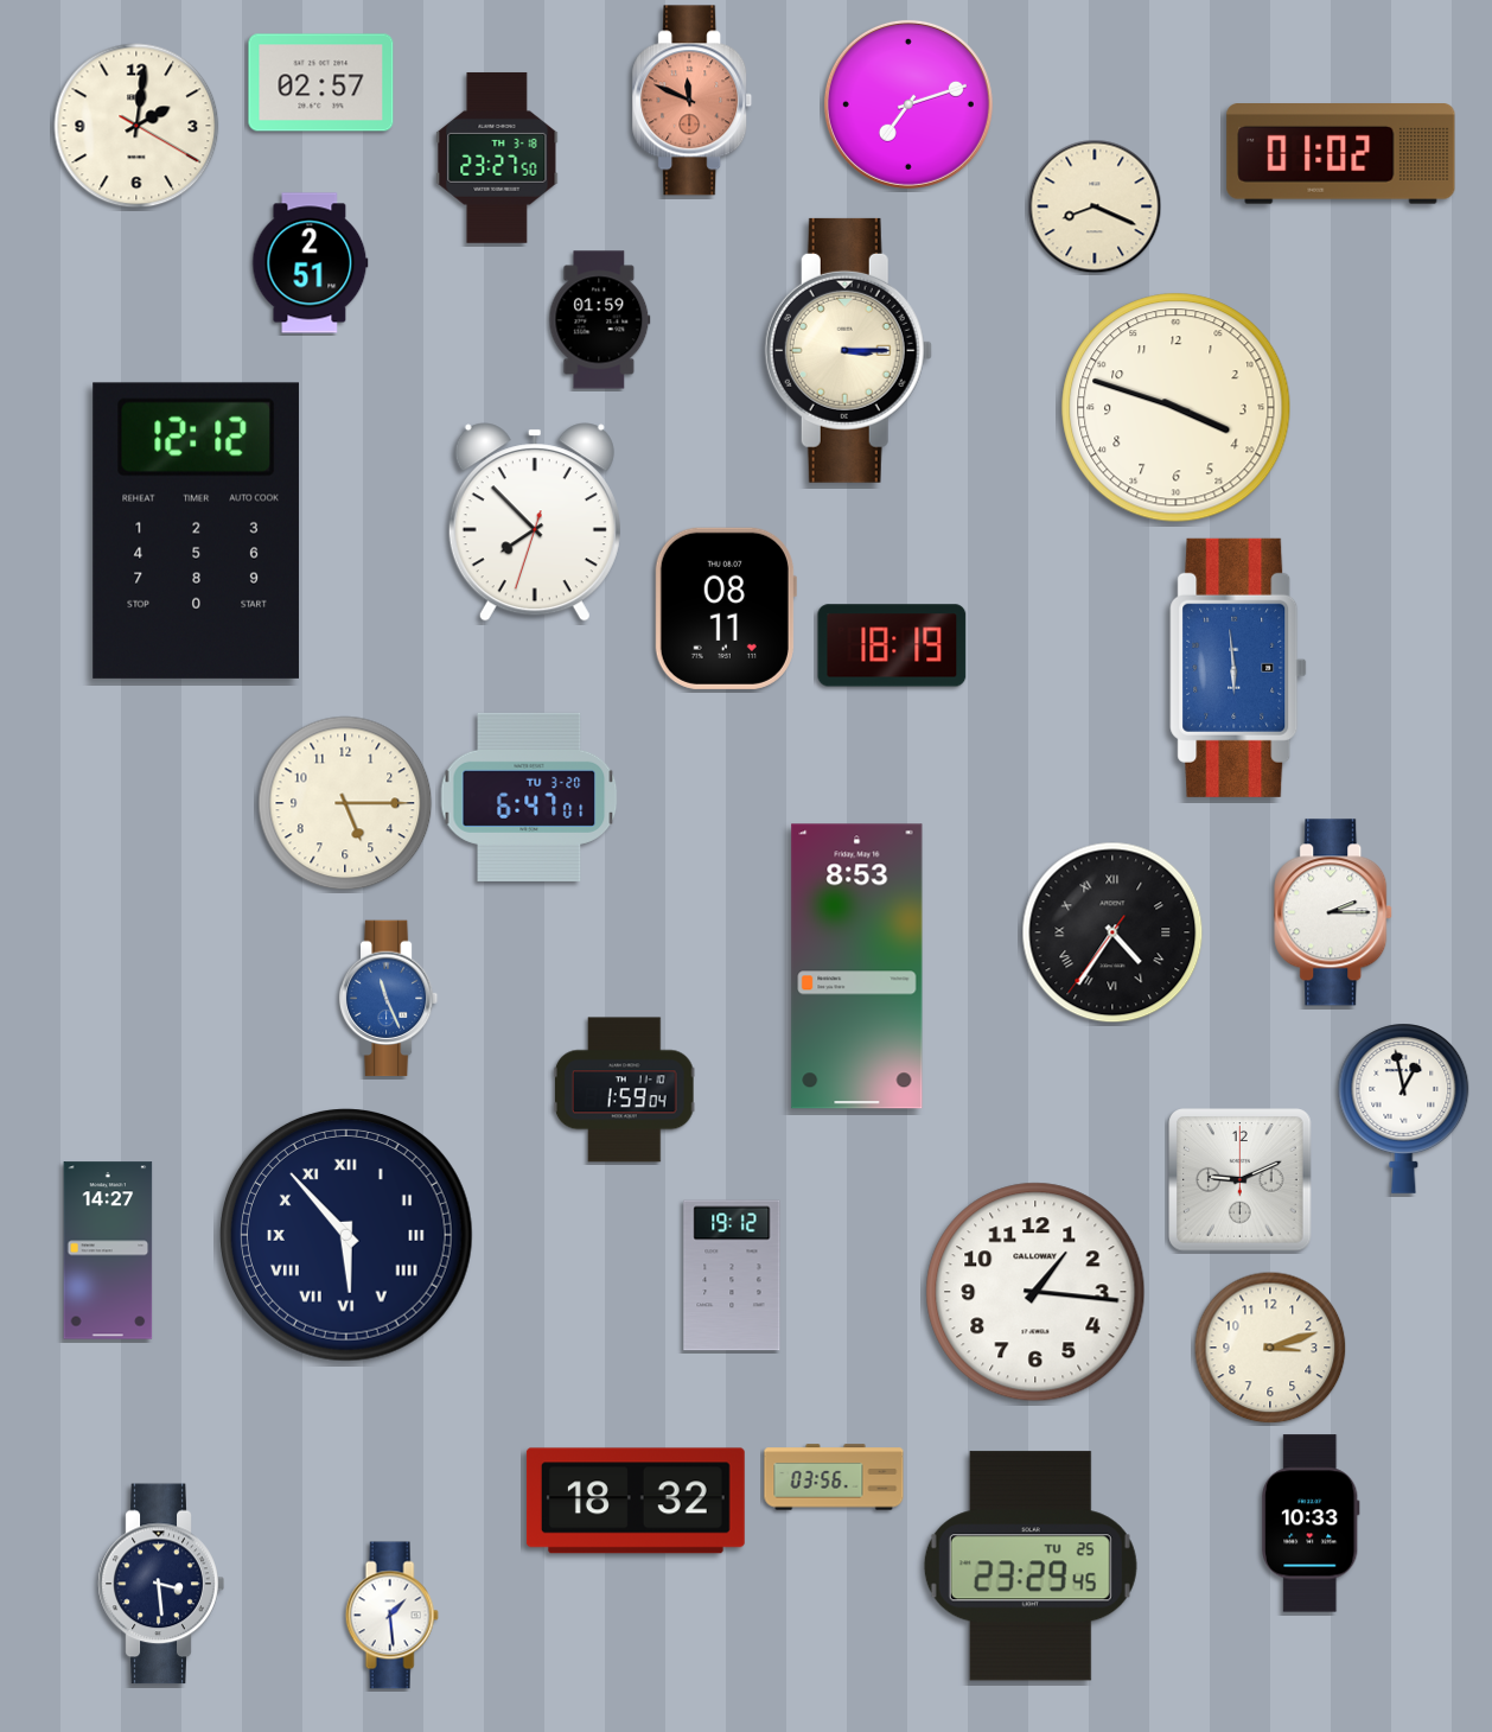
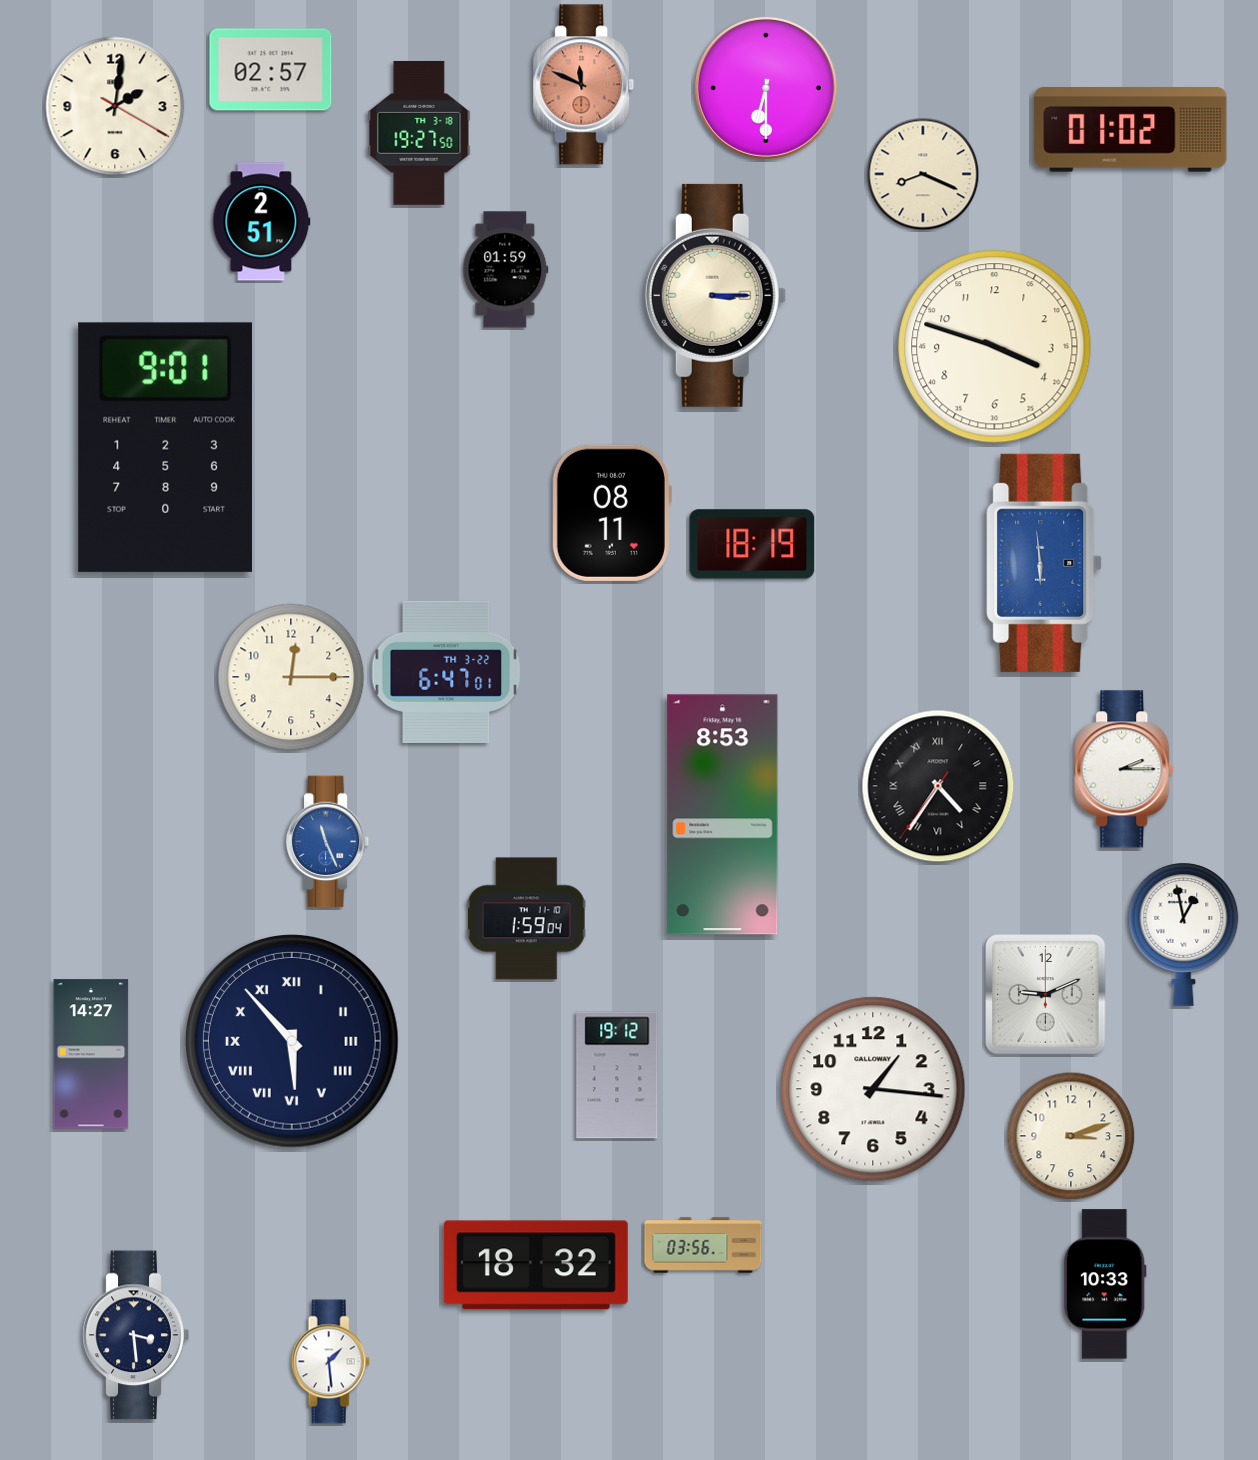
clock at (908, 104): 7:12 -> 6:30
clock at (497, 158): 23:27 -> 19:27
clock at (1177, 408) position: (1177, 408) -> (995, 347)
clock at (535, 522): 7:52 -> none
clock at (196, 530): 12:12 -> 9:01
clock at (529, 797) date: TU 3-20 -> TH 3-22
clock at (345, 803): 5:15 -> 12:15
clock at (1031, 1566): 23:29 -> none
